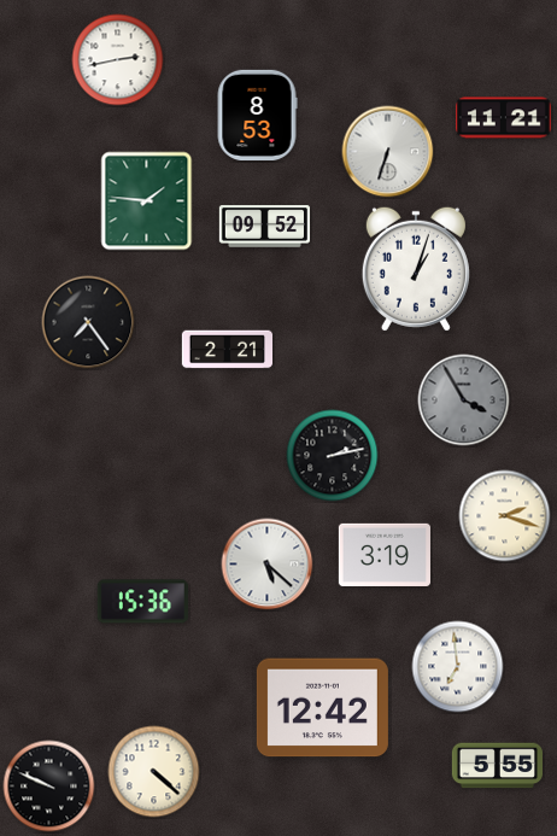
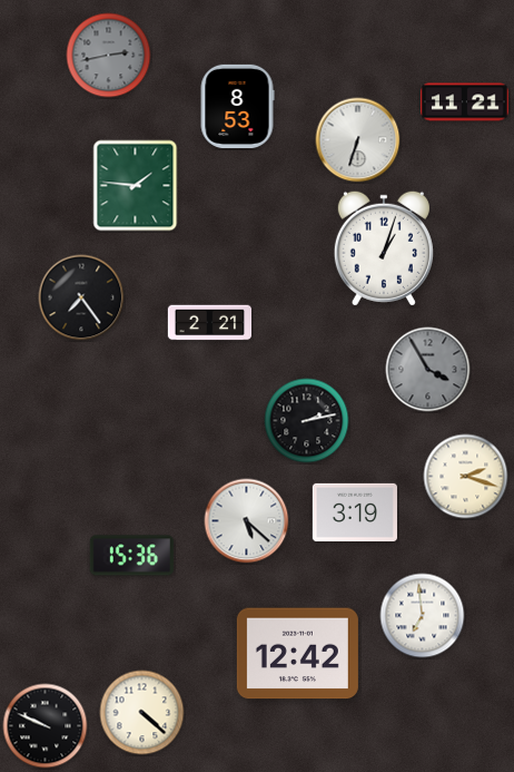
clock at (118, 60) dial: white -> grey
clock at (503, 118) position: (503, 118) -> (464, 102)
clock at (264, 227): 09:52 -> none
clock at (497, 766): 5:55 -> none
